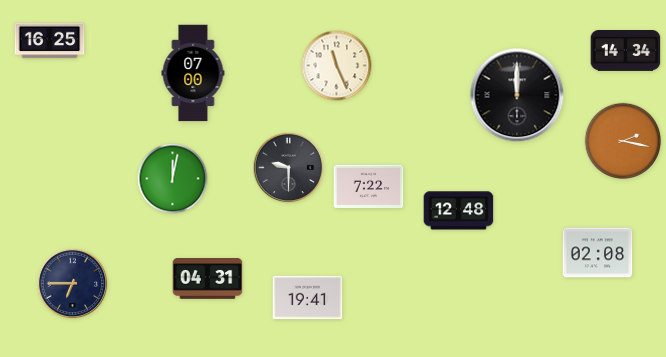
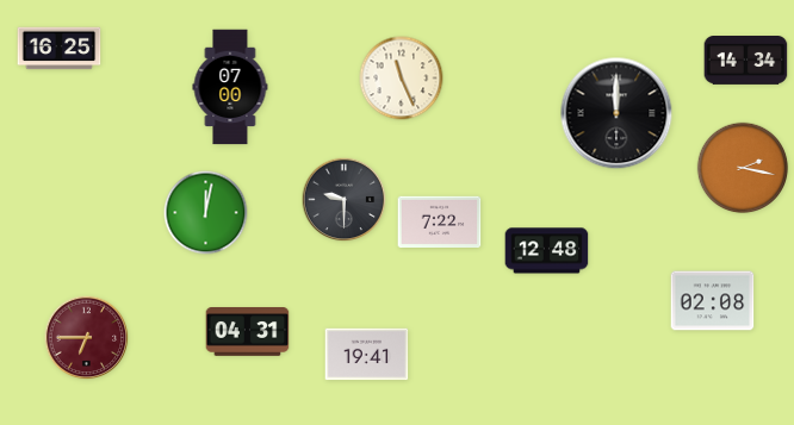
clock at (73, 284) dial: navy -> burgundy
